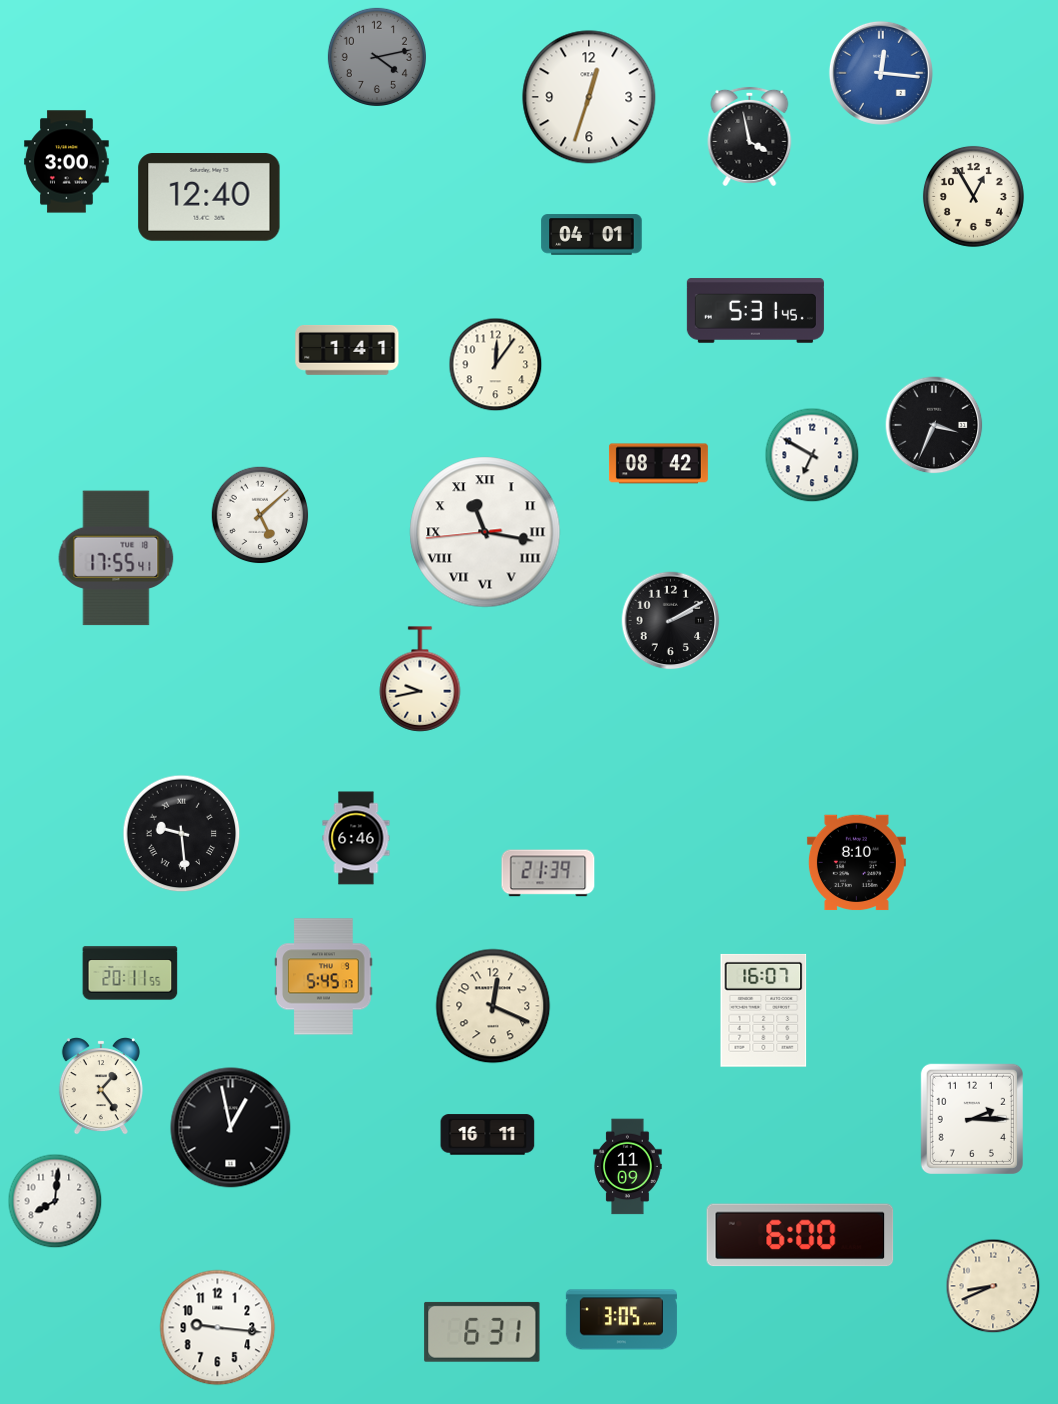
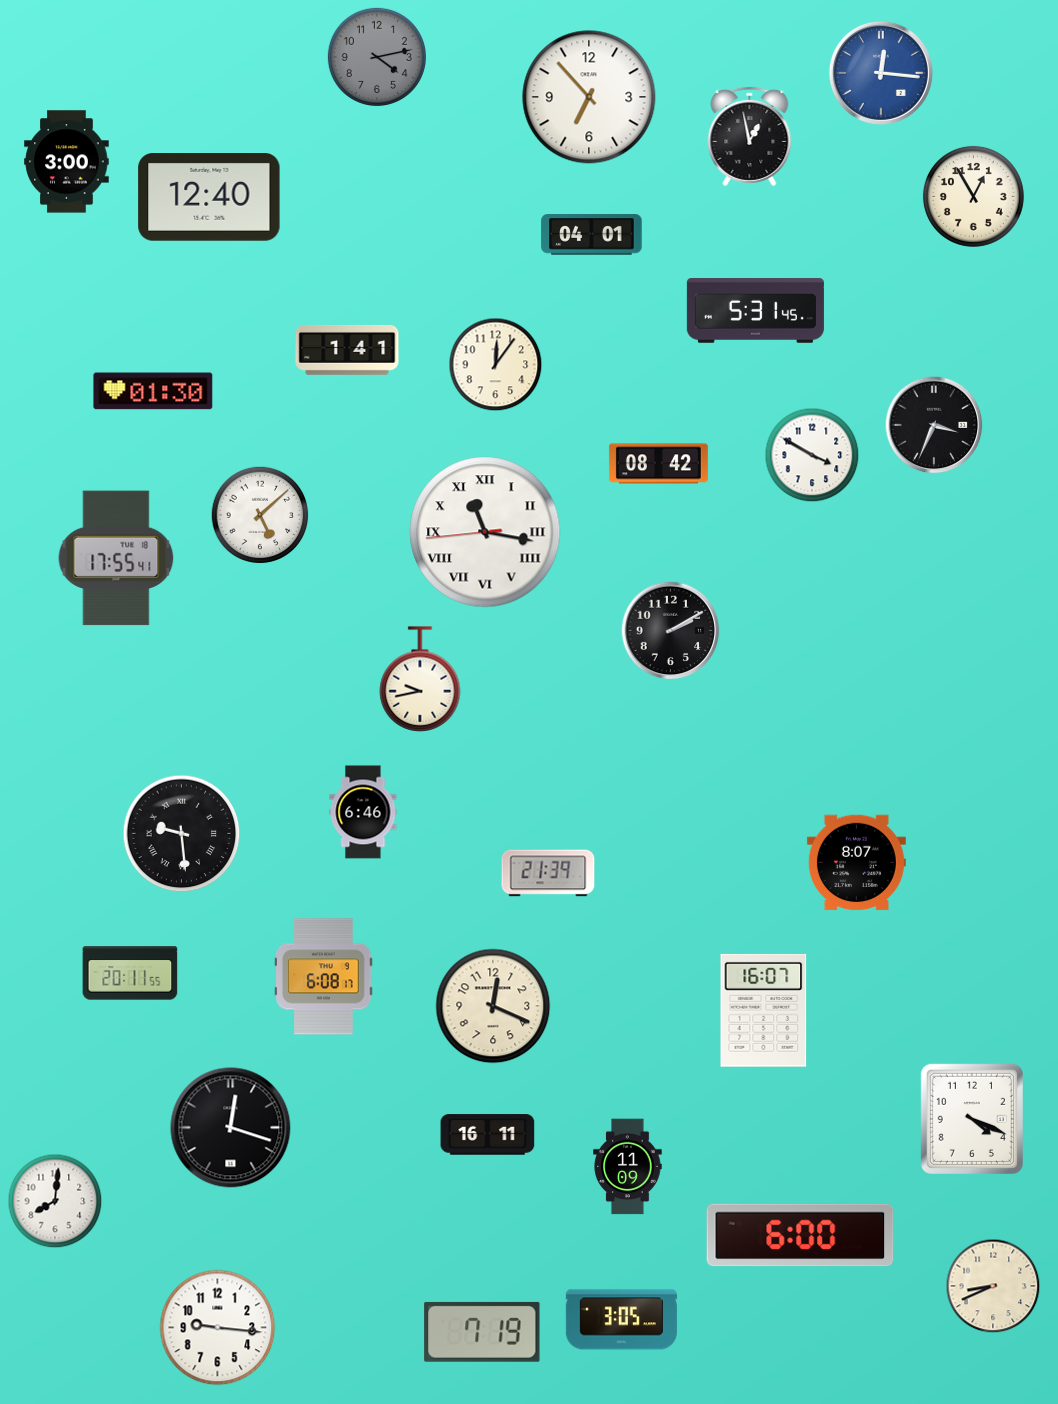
clock at (589, 97): 12:33 -> 6:53
clock at (750, 136): 3:58 -> 12:58
clock at (153, 391): none -> 01:30
clock at (812, 455): 6:50 -> 3:50
clock at (671, 621) position: (671, 621) -> (671, 631)
clock at (356, 838) position: (356, 838) -> (363, 812)
clock at (856, 863): 8:10 -> 8:07
clock at (324, 977): 5:45 -> 6:08
clock at (101, 1086): 1:24 -> none
clock at (972, 1119): 2:15 -> 4:19
clock at (231, 1128): 12:58 -> 12:18
clock at (482, 1332): 6:31 -> 7:19
